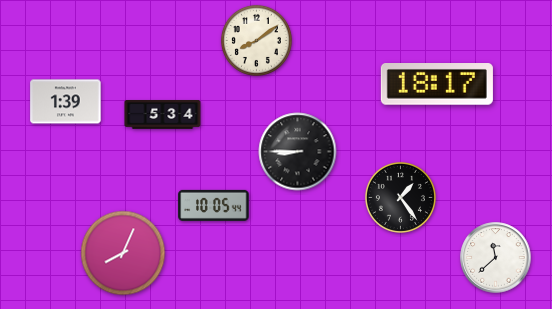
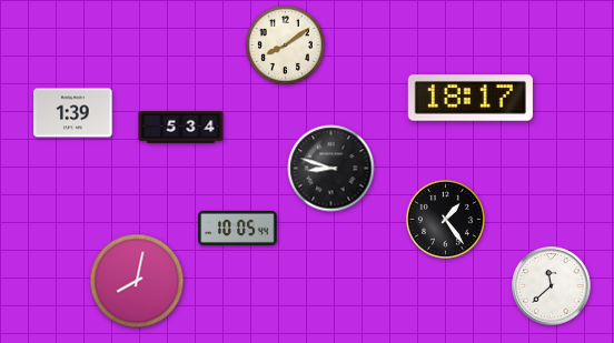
clock at (437, 85) position: (437, 85) -> (471, 99)
clock at (298, 152): 8:45 -> 8:48
clock at (123, 253): 8:04 -> 8:02
